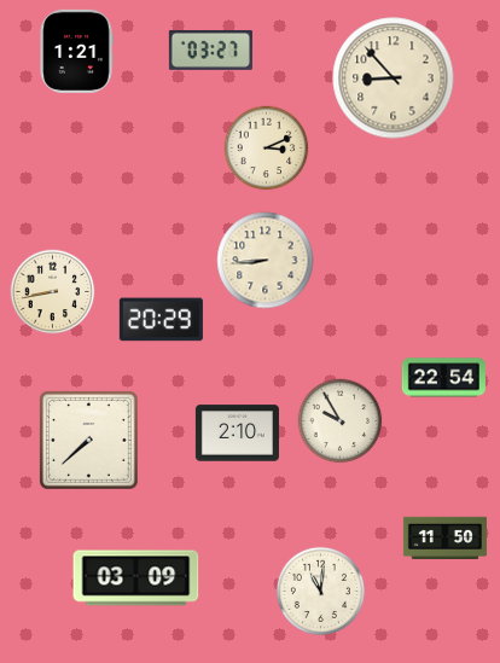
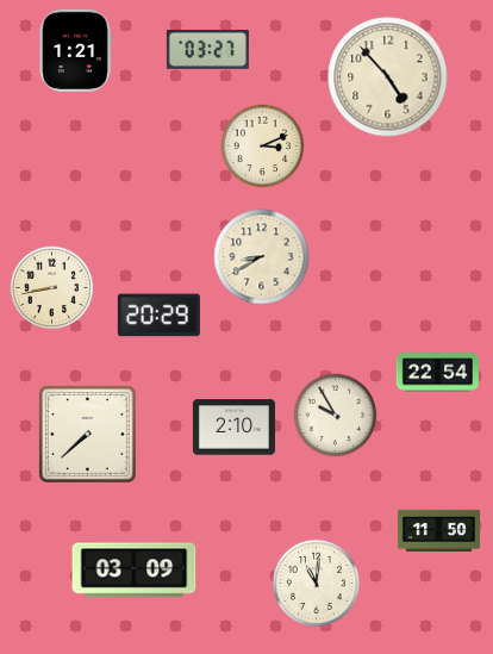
clock at (394, 78): 8:53 -> 4:53
clock at (266, 261): 8:44 -> 8:40
